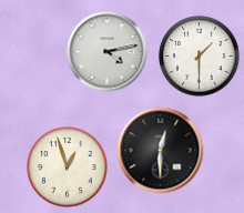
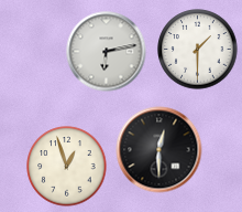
clock at (108, 52): 4:13 -> 6:13
clock at (200, 57) position: (200, 57) -> (198, 50)
